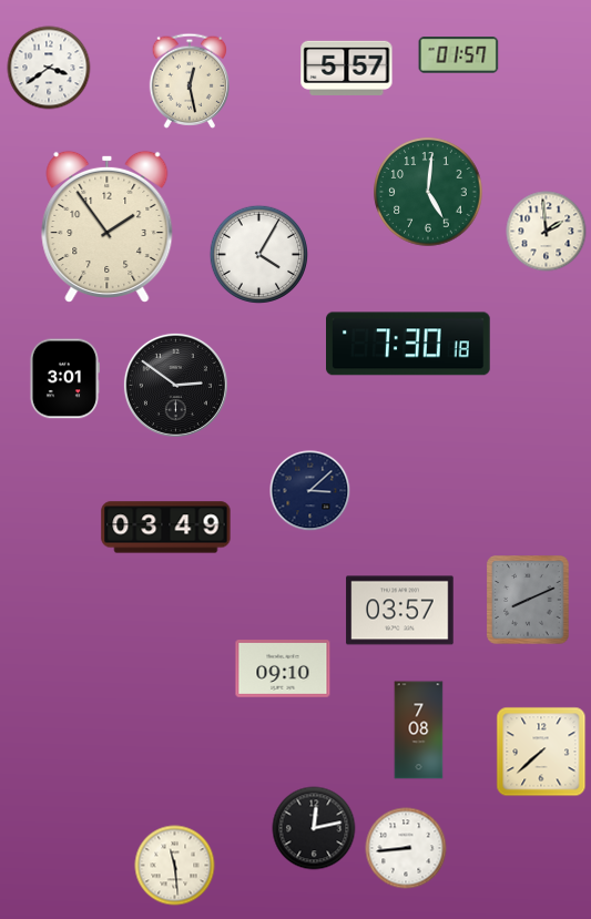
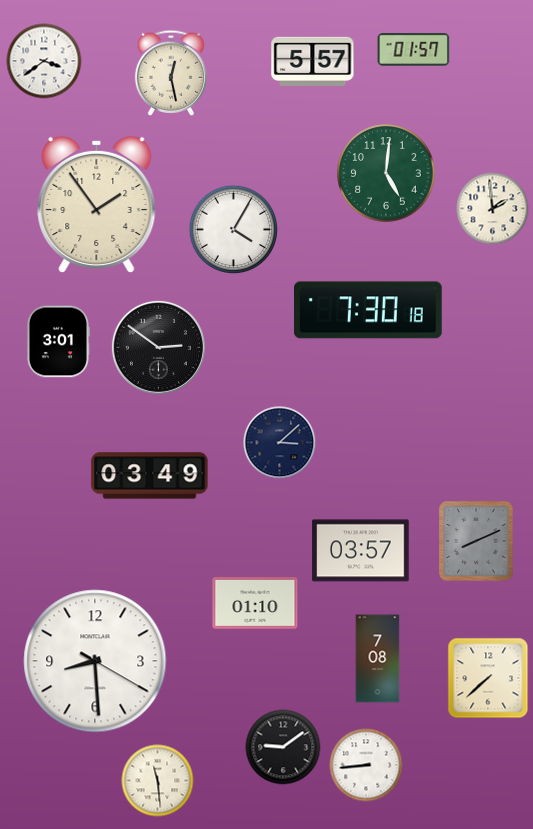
clock at (283, 670): 09:10 -> 01:10
clock at (95, 661): none -> 8:29
clock at (314, 828): 12:13 -> 9:09
